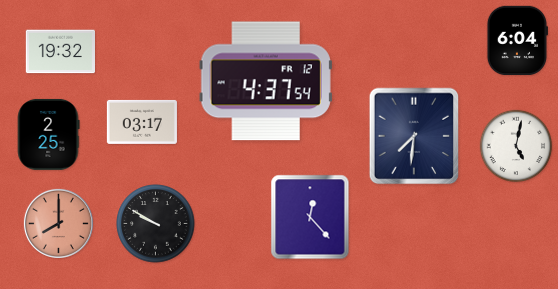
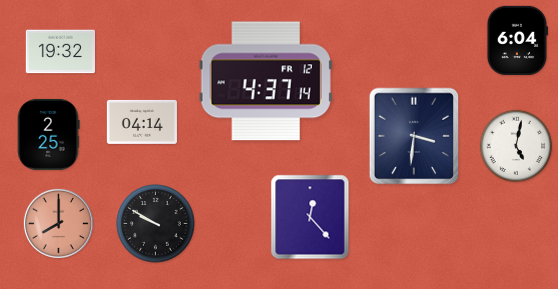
clock at (266, 81): 4:37:54 -> 4:37:14
clock at (142, 122): 03:17 -> 04:14
clock at (414, 136): 7:31 -> 3:31
